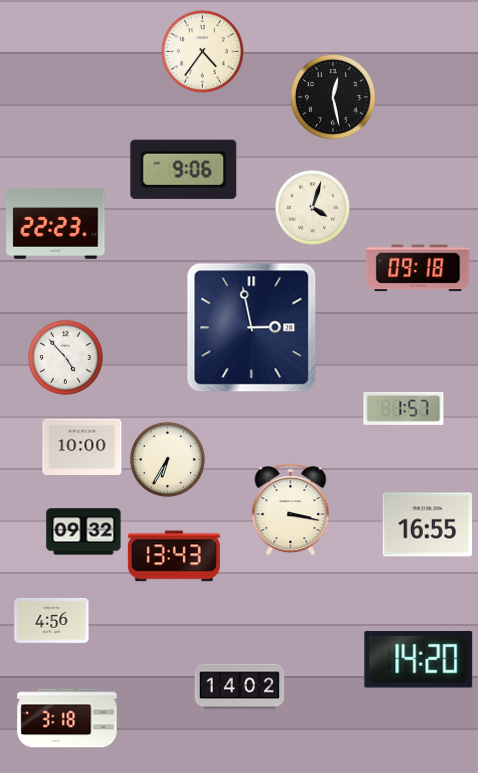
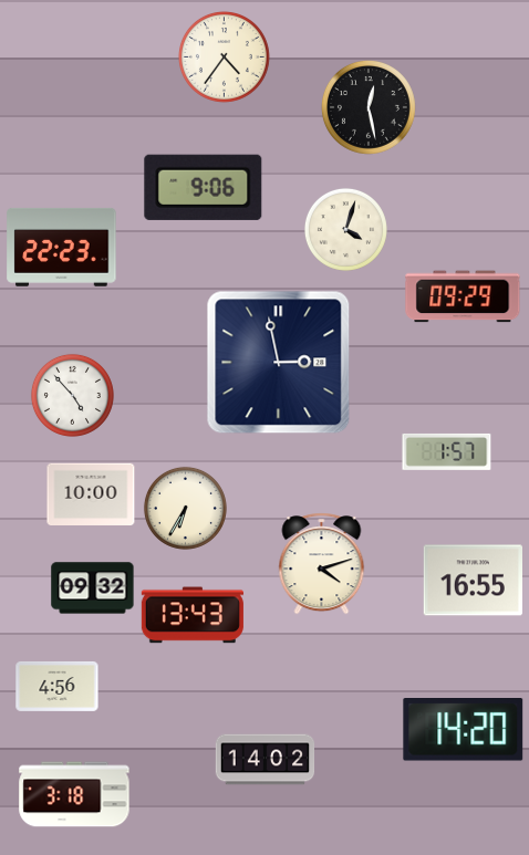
clock at (418, 268): 09:18 -> 09:29
clock at (291, 510): 3:17 -> 4:12
